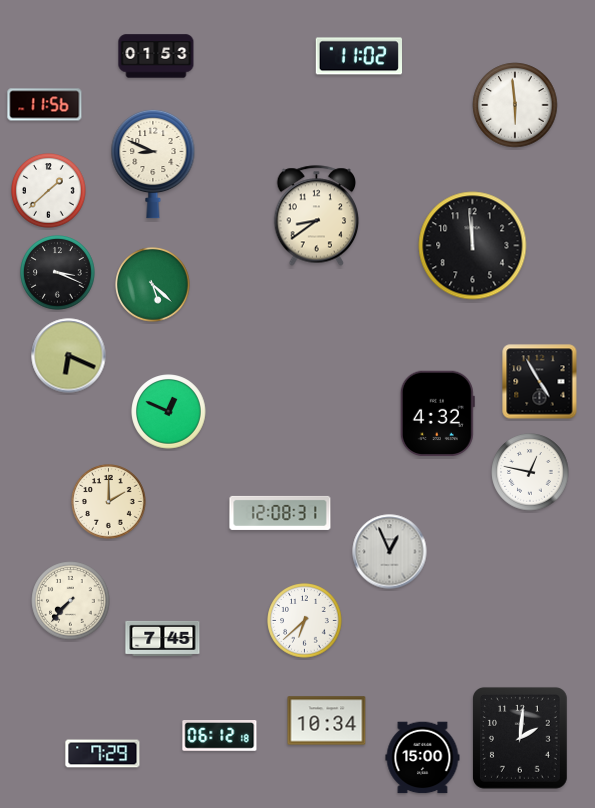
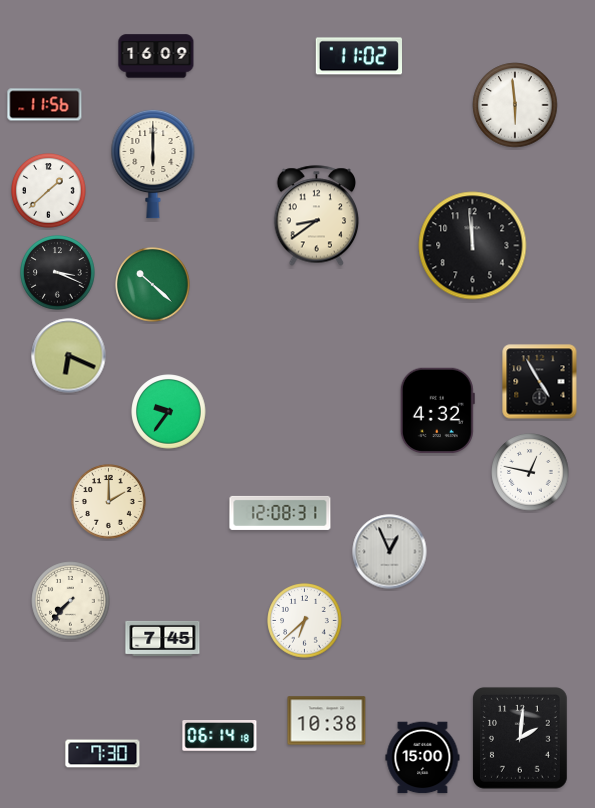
clock at (156, 56): 01:53 -> 16:09
clock at (153, 164): 8:49 -> 6:00
clock at (153, 285): 5:22 -> 10:22
clock at (169, 412): 12:49 -> 9:36
clock at (437, 414) position: (437, 414) -> (437, 411)
clock at (327, 721): 10:34 -> 10:38
clock at (220, 736): 06:12 -> 06:14
clock at (103, 754): 7:29 -> 7:30
